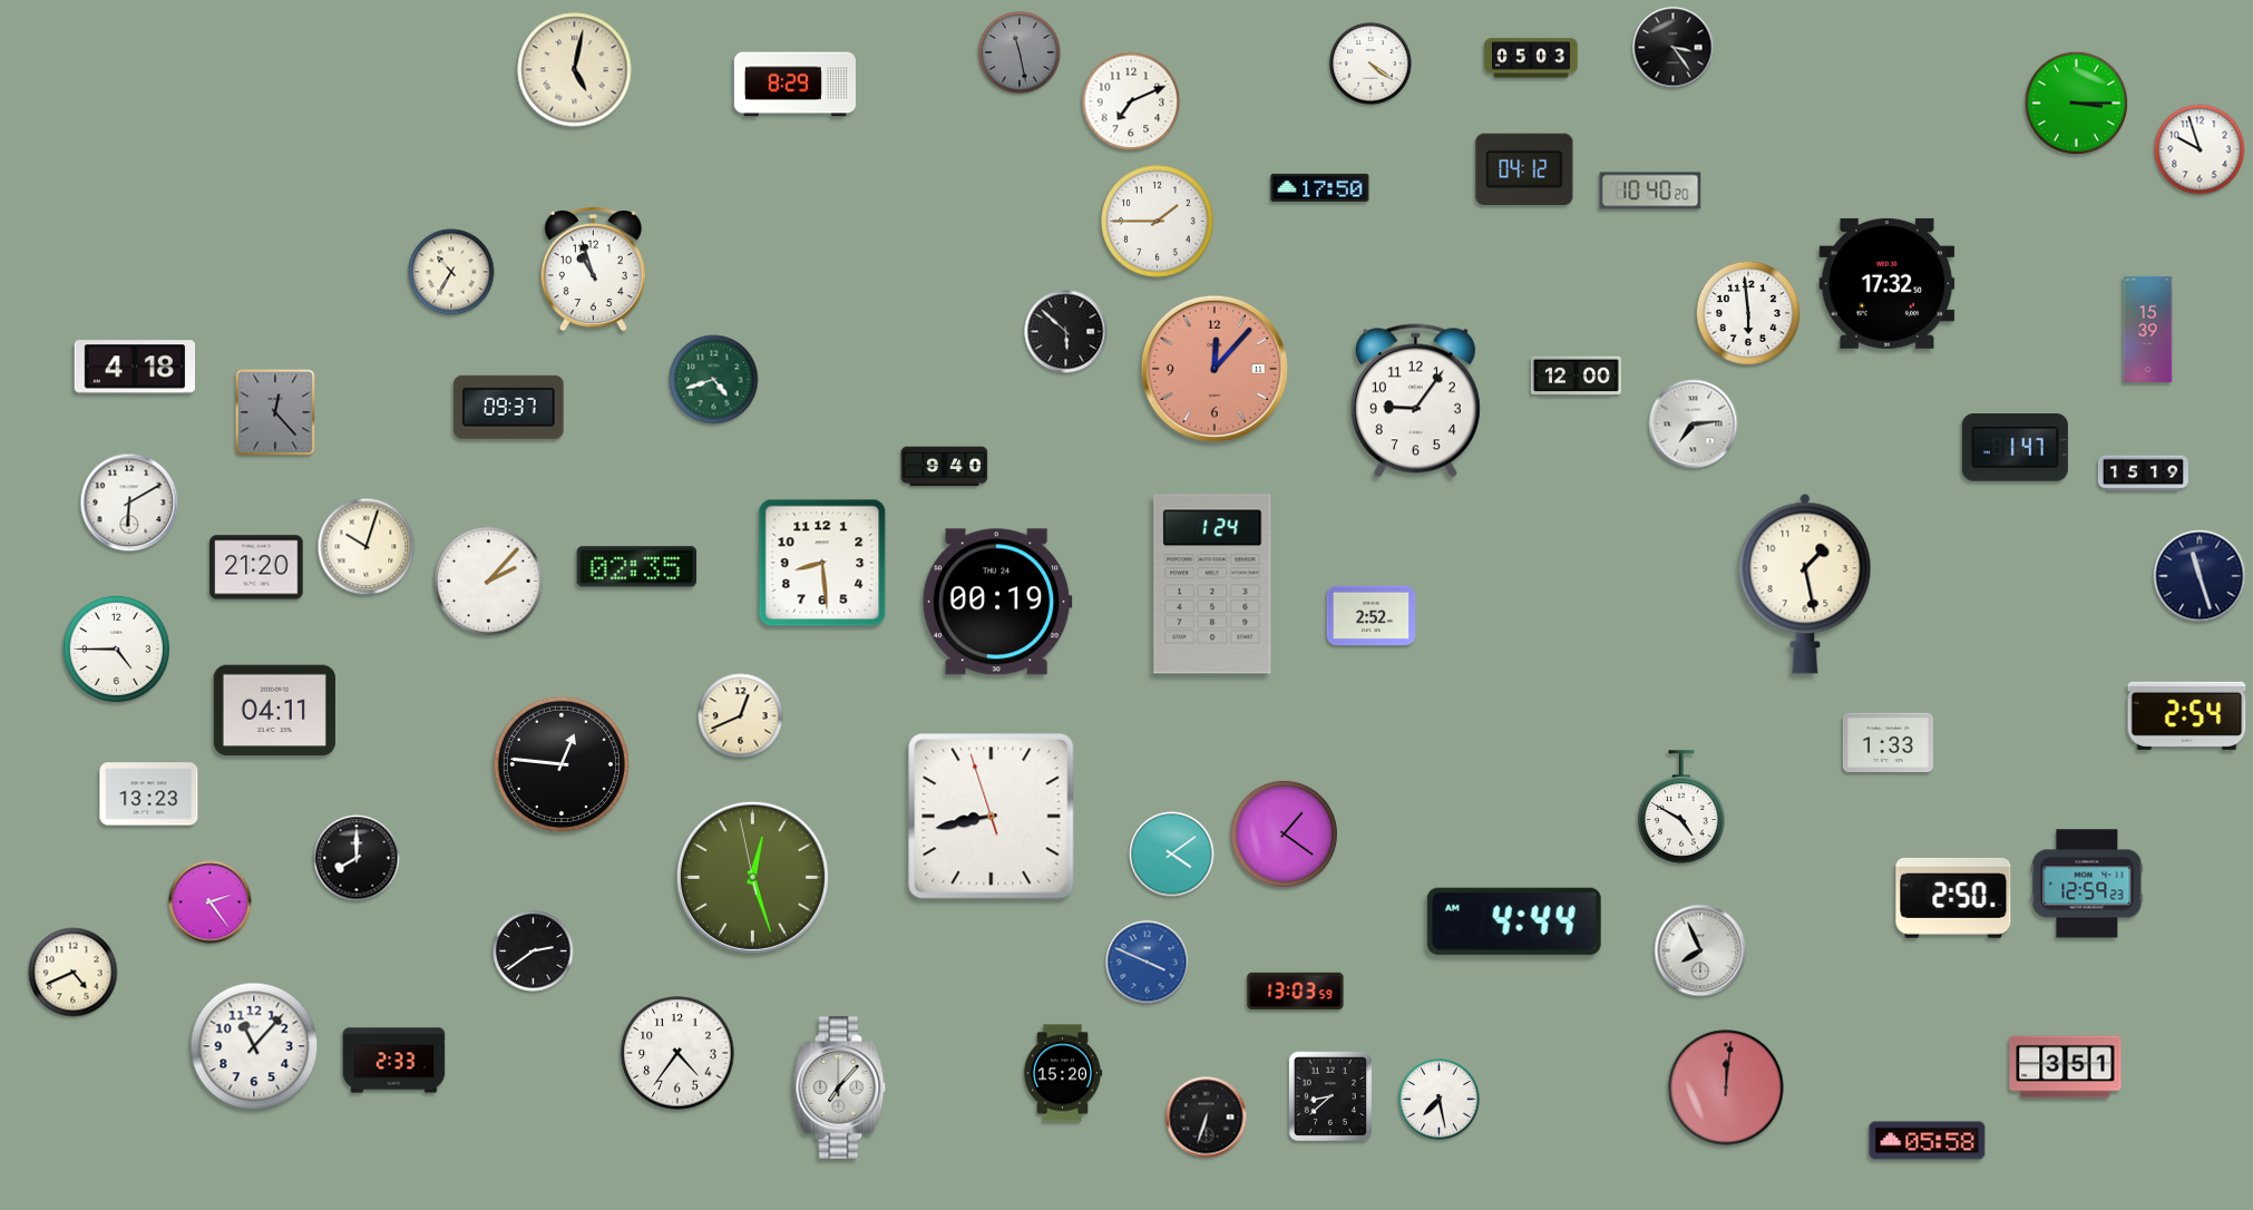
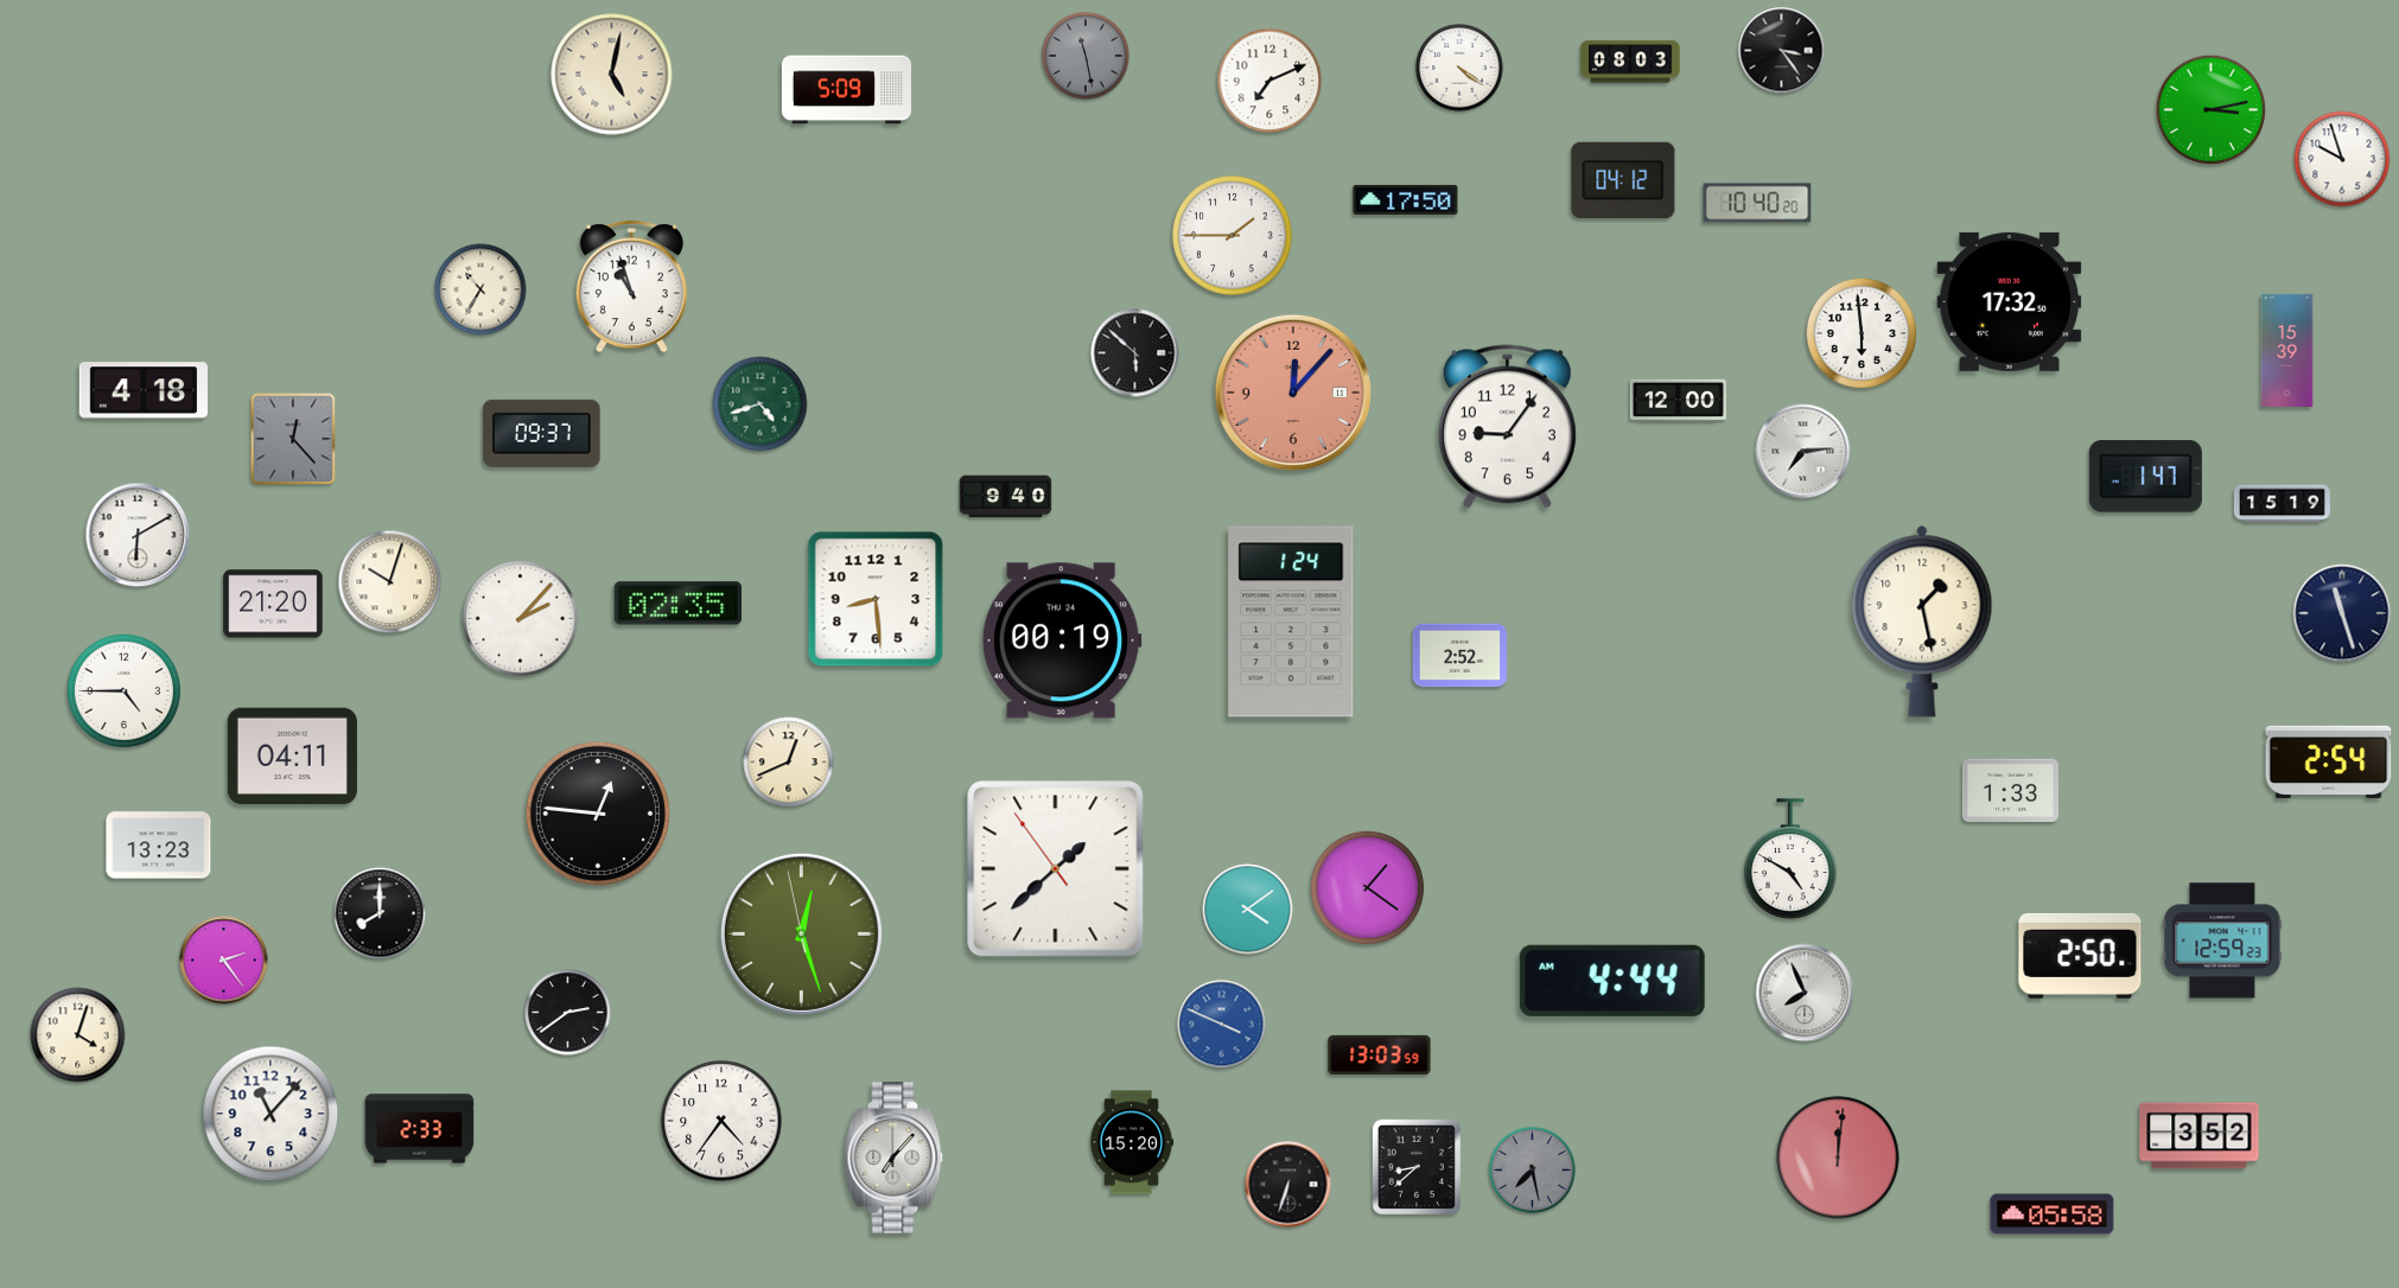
clock at (1531, 58): 05:03 -> 08:03
clock at (794, 85): 8:29 -> 5:09
clock at (1131, 101) position: (1131, 101) -> (1270, 81)
clock at (2077, 104): 3:15 -> 3:13
clock at (992, 817): 8:42 -> 1:37
clock at (1700, 950) position: (1700, 950) -> (1805, 993)
clock at (74, 973): 4:41 -> 4:03
clock at (2066, 1067): 3:51 -> 3:52
clock at (1440, 1100) dial: white -> grey
clock at (1207, 1118) position: (1207, 1118) -> (1288, 1185)
